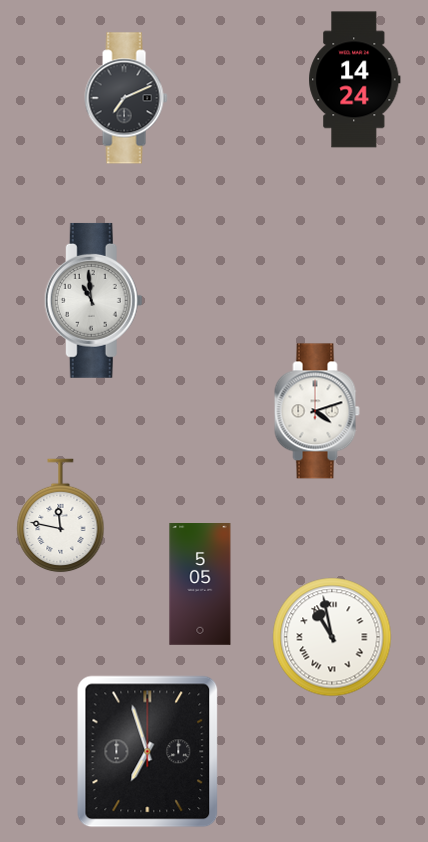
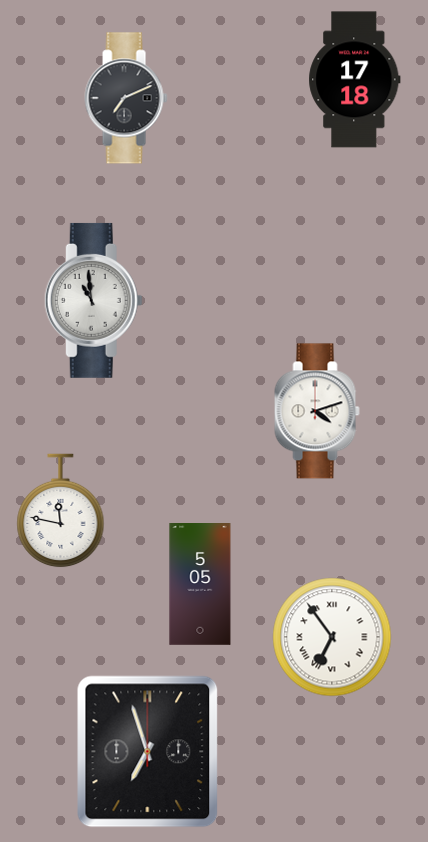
clock at (355, 80): 14:24 -> 17:18
clock at (61, 516) position: (61, 516) -> (61, 511)
clock at (332, 637): 10:58 -> 6:54
